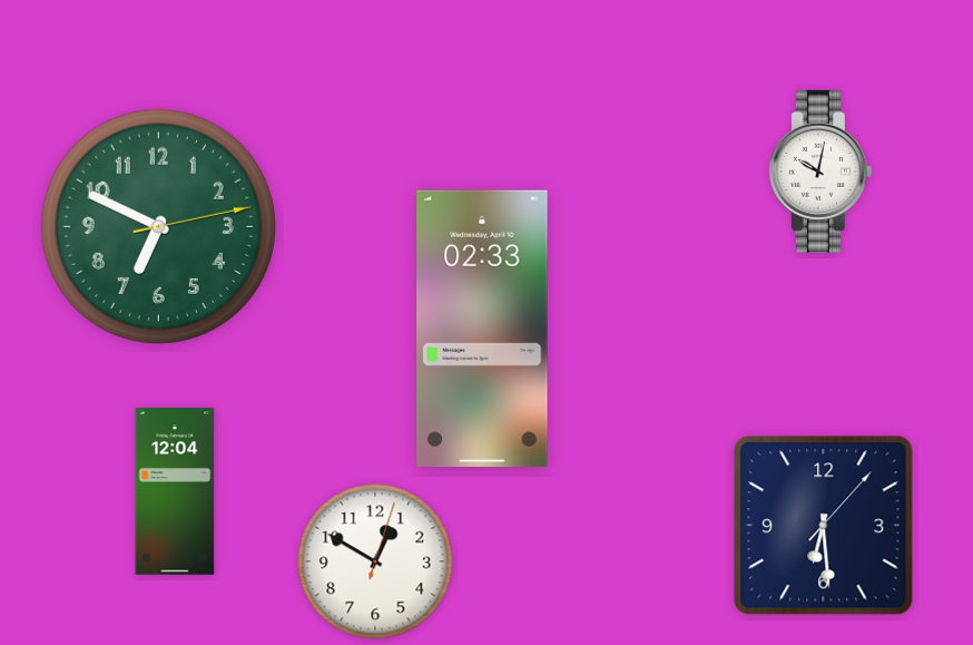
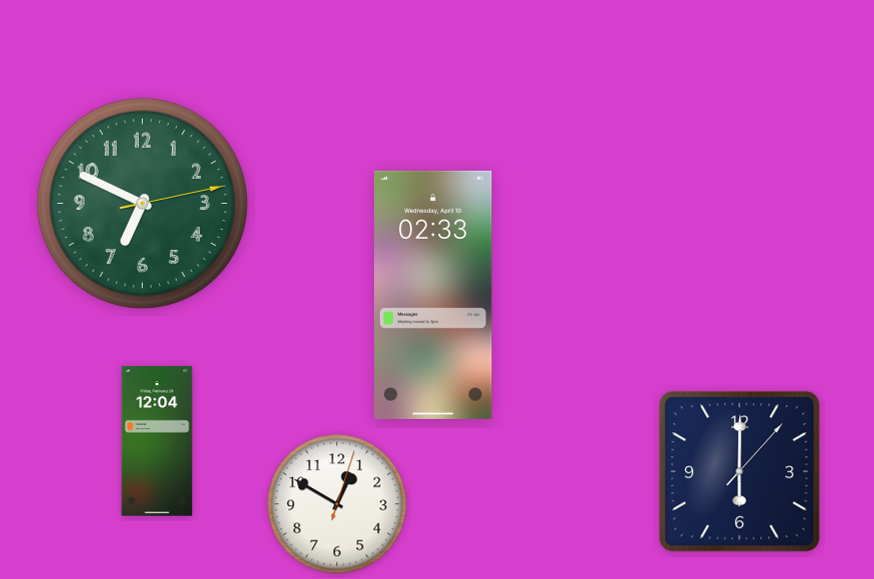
clock at (820, 172): 10:02 -> none
clock at (824, 526): 6:29 -> 6:00
